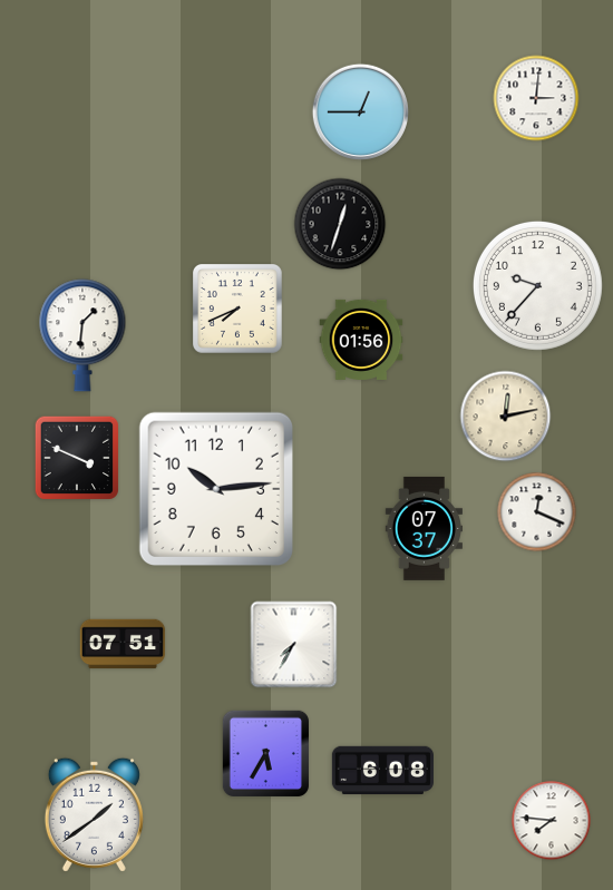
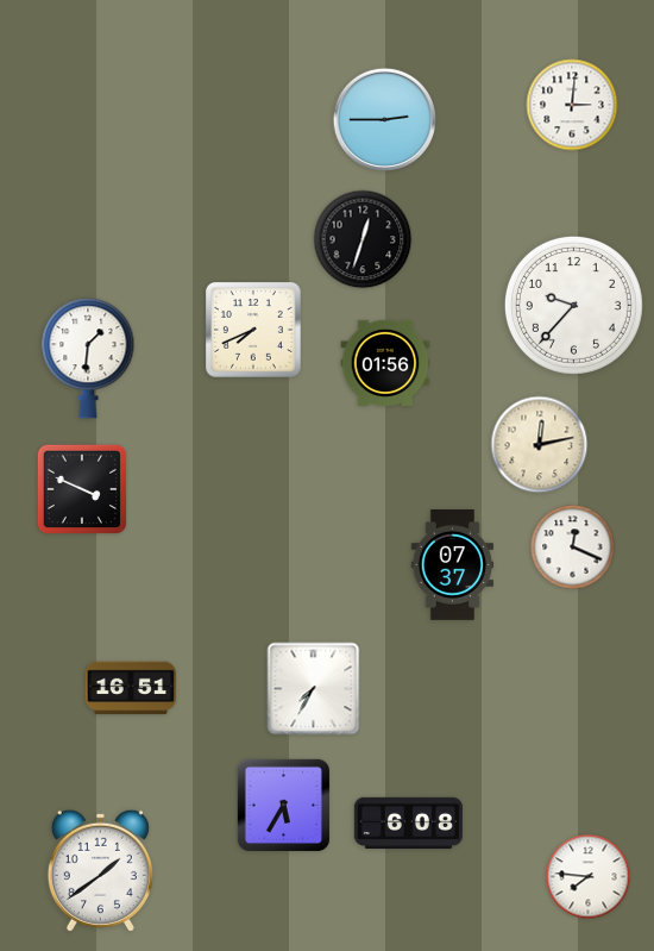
clock at (360, 111): 12:45 -> 2:45
clock at (215, 488): 10:14 -> none
clock at (123, 644): 07:51 -> 16:51
